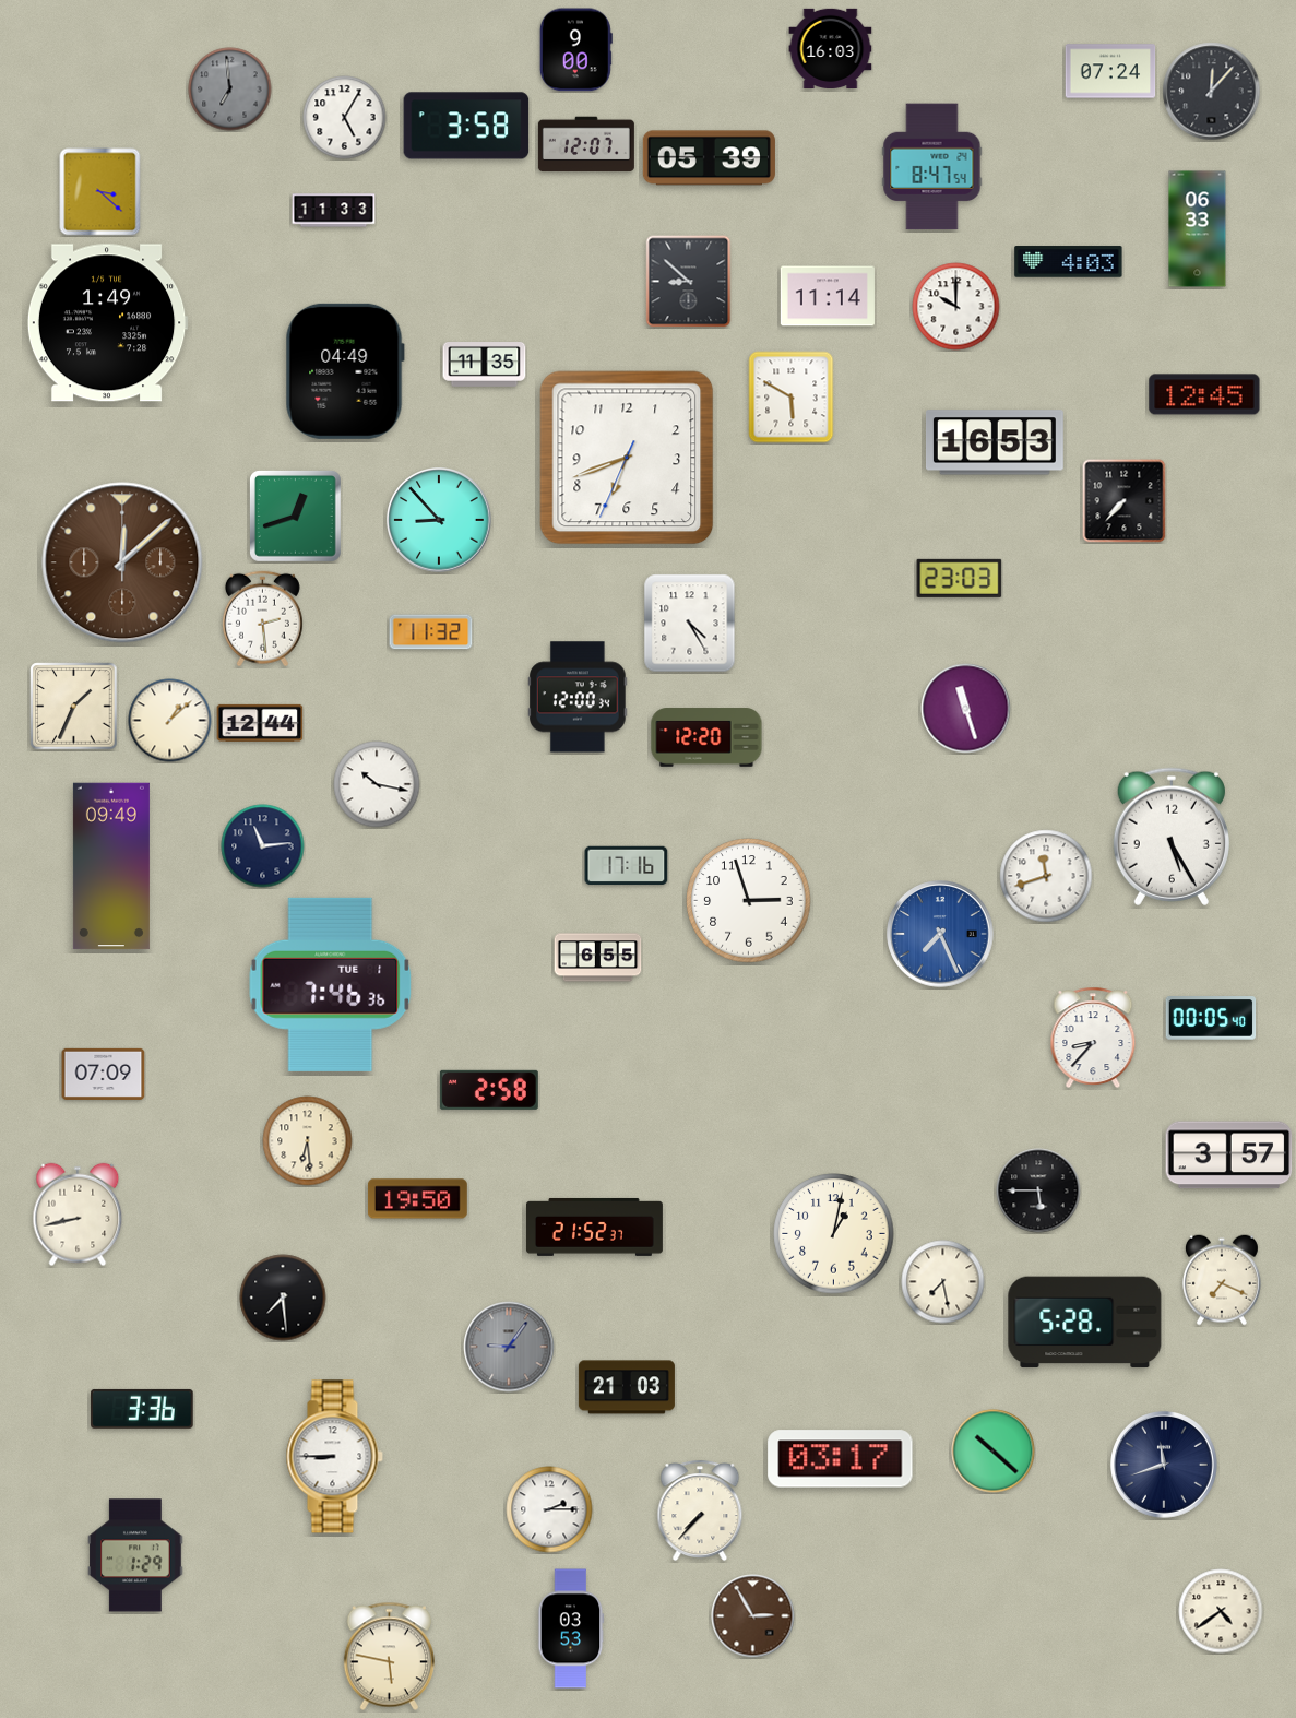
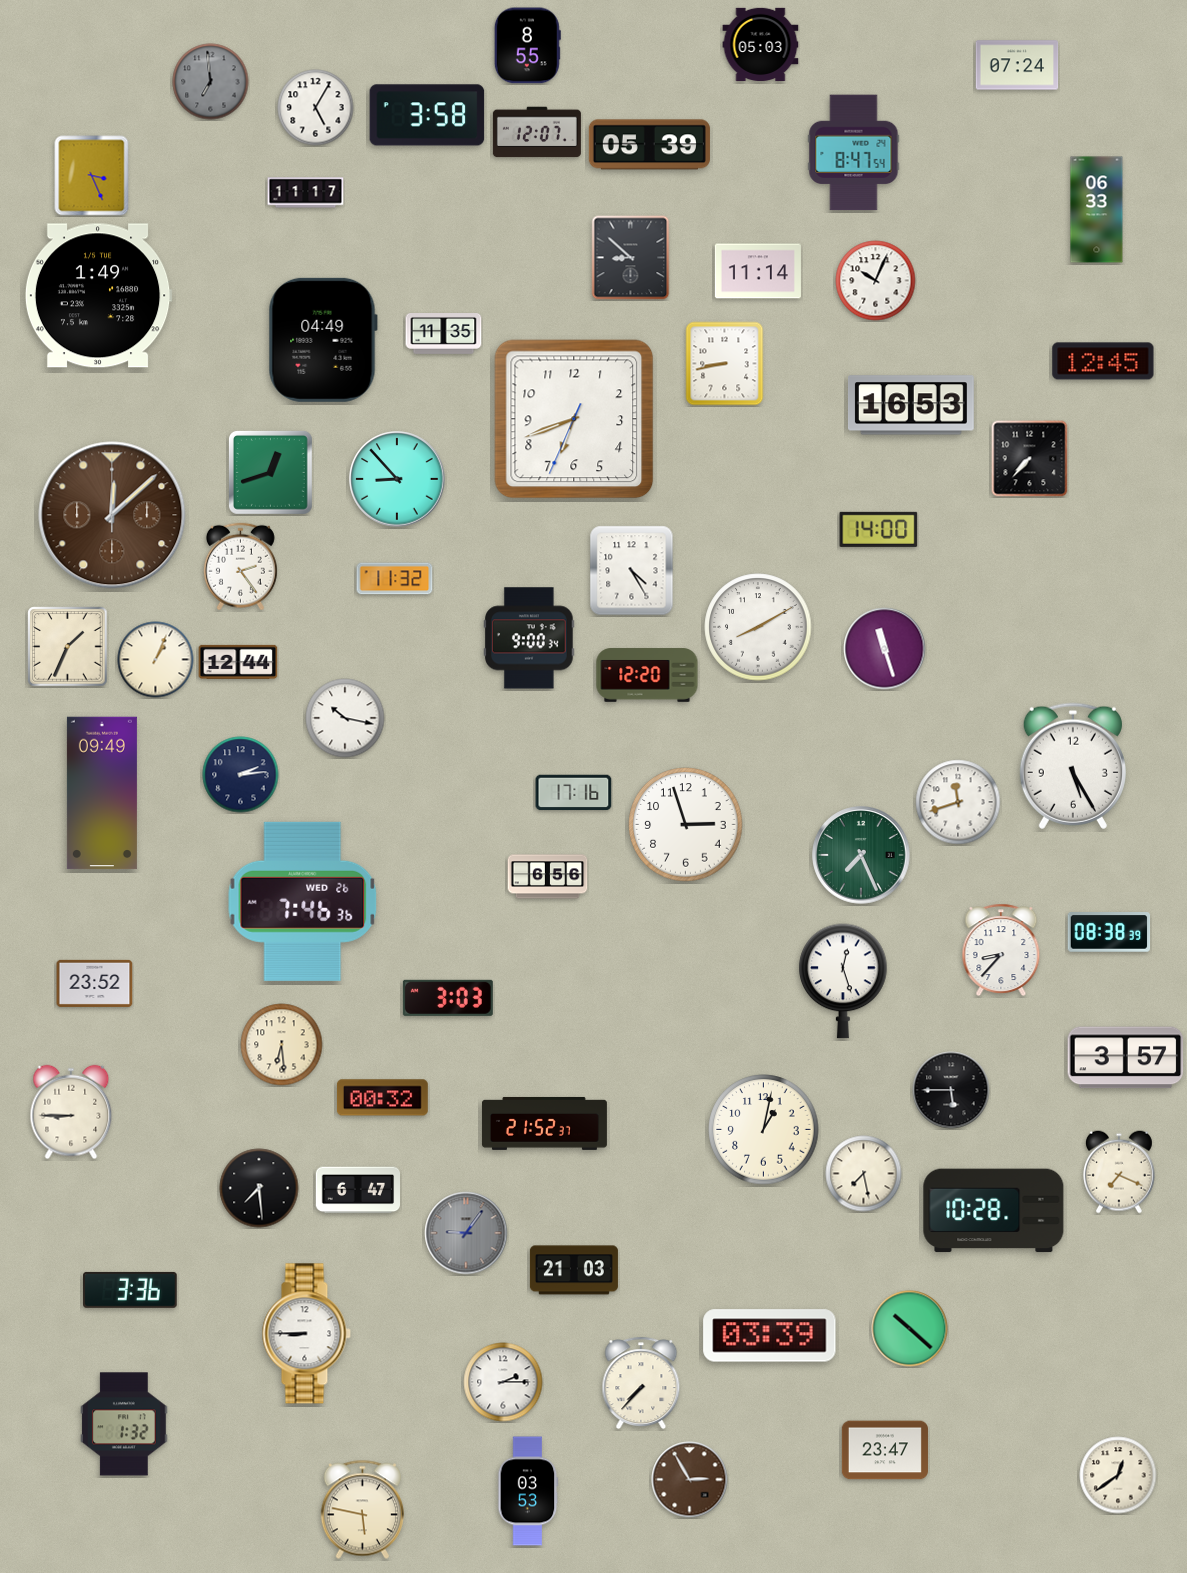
clock at (831, 48): 16:03 -> 05:03
clock at (575, 50): 9:00 -> 8:55
clock at (1212, 92): 12:07 -> none
clock at (100, 192): 3:22 -> 3:26
clock at (334, 211): 11:33 -> 11:17
clock at (1069, 262): 4:03 -> none
clock at (956, 307): 10:00 -> 10:04
clock at (345, 371) position: (345, 371) -> (323, 340)
clock at (792, 398): 5:50 -> 8:43
clock at (439, 520) position: (439, 520) -> (397, 479)
clock at (960, 578): 23:03 -> 14:00
clock at (262, 619): 2:29 -> 2:24
clock at (758, 627): none -> 8:10
clock at (578, 697): 12:00 -> 9:00
clock at (170, 721): 1:08 -> 1:04
clock at (263, 846): 11:14 -> 2:14
clock at (940, 934) dial: blue -> green
clock at (598, 958): 6:55 -> 6:56
clock at (331, 984) date: TUE 1 -> WED 26
clock at (1211, 1019): 00:05 -> 08:38
clock at (843, 981): none -> 12:27
clock at (104, 1074): 07:09 -> 23:52
clock at (489, 1090): 2:58 -> 3:03
clock at (417, 1199): 19:50 -> 00:32
clock at (78, 1215): 8:43 -> 8:45
clock at (357, 1190): none -> 6:47
clock at (1085, 1323): 5:28 -> 10:28
clock at (841, 1459): 03:17 -> 03:39
clock at (1164, 1465): 11:42 -> none
clock at (135, 1555): 1:29 -> 1:32
clock at (885, 1450): none -> 23:47
clock at (1221, 1611): 4:39 -> 12:39
clock at (571, 1628) position: (571, 1628) -> (528, 1491)
clock at (389, 1657) position: (389, 1657) -> (362, 1510)
